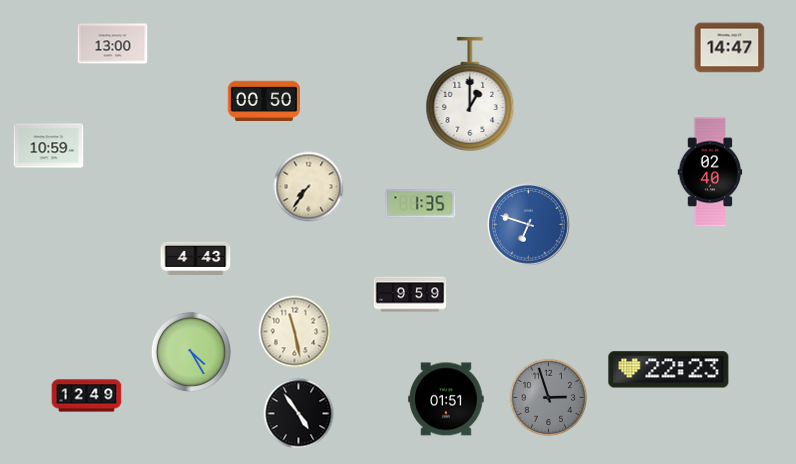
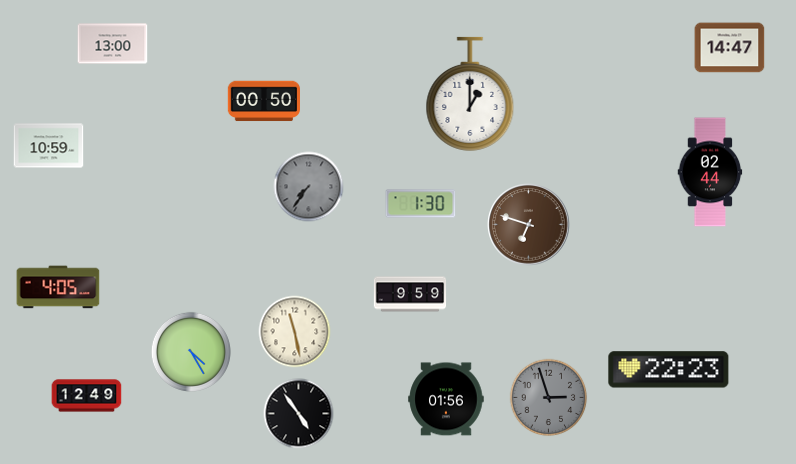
clock at (710, 172): 02:40 -> 02:44
clock at (309, 187) dial: cream -> grey
clock at (421, 204): 1:35 -> 1:30
clock at (529, 225) dial: blue -> brown
clock at (196, 258): 4:43 -> none
clock at (58, 287): none -> 4:05
clock at (446, 399): 01:51 -> 01:56
